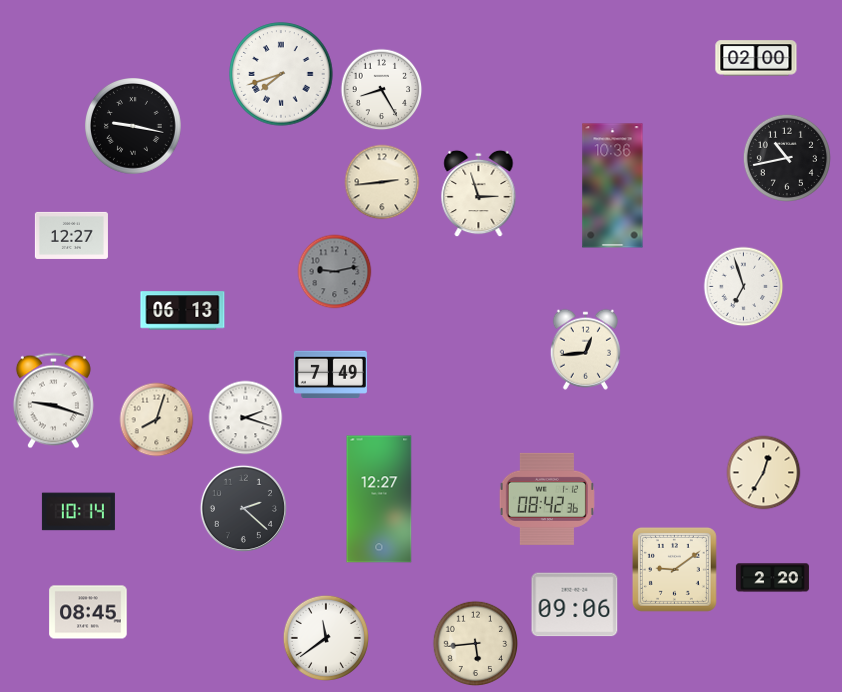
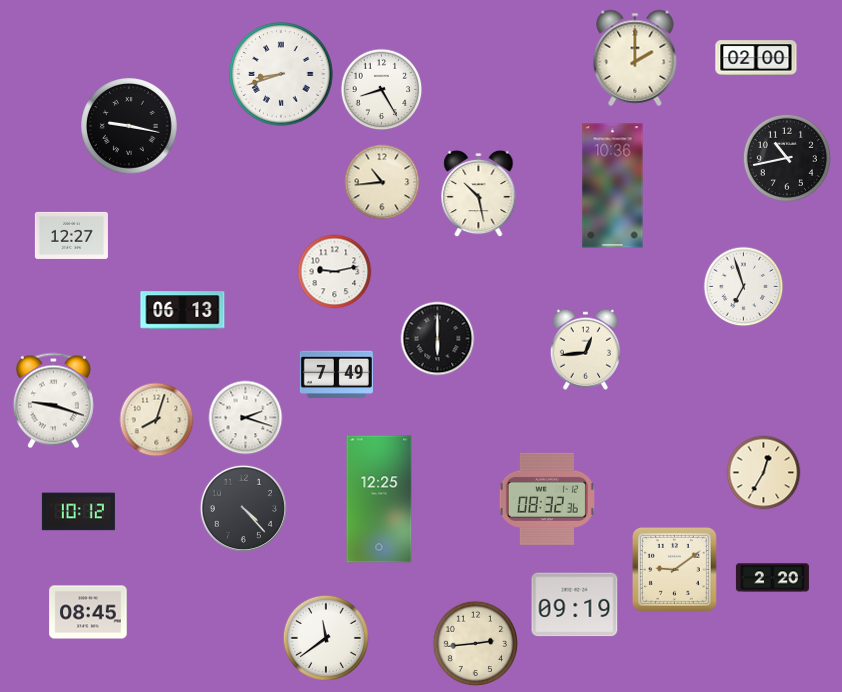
clock at (635, 58): none -> 2:00
clock at (281, 74): 7:42 -> 8:42
clock at (134, 127) position: (134, 127) -> (130, 127)
clock at (382, 182): 2:44 -> 10:44
clock at (479, 194): 2:57 -> 10:28
clock at (335, 272) dial: grey -> white
clock at (438, 339): none -> 6:00
clock at (330, 374) position: (330, 374) -> (336, 374)
clock at (379, 499): 12:27 -> 12:25
clock at (547, 499): 08:42 -> 08:32
clock at (243, 508): 2:22 -> 4:23
clock at (78, 512): 10:14 -> 10:12
clock at (575, 605): 09:06 -> 09:19
clock at (475, 643): 5:44 -> 2:44
